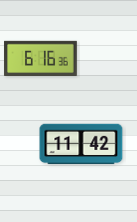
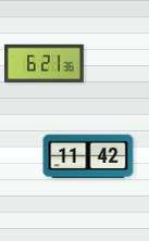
clock at (41, 58): 6:16 -> 6:21
